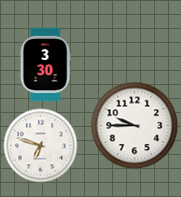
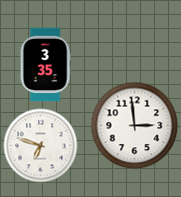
clock at (45, 65): 3:30 -> 3:35
clock at (135, 126): 9:45 -> 2:59
